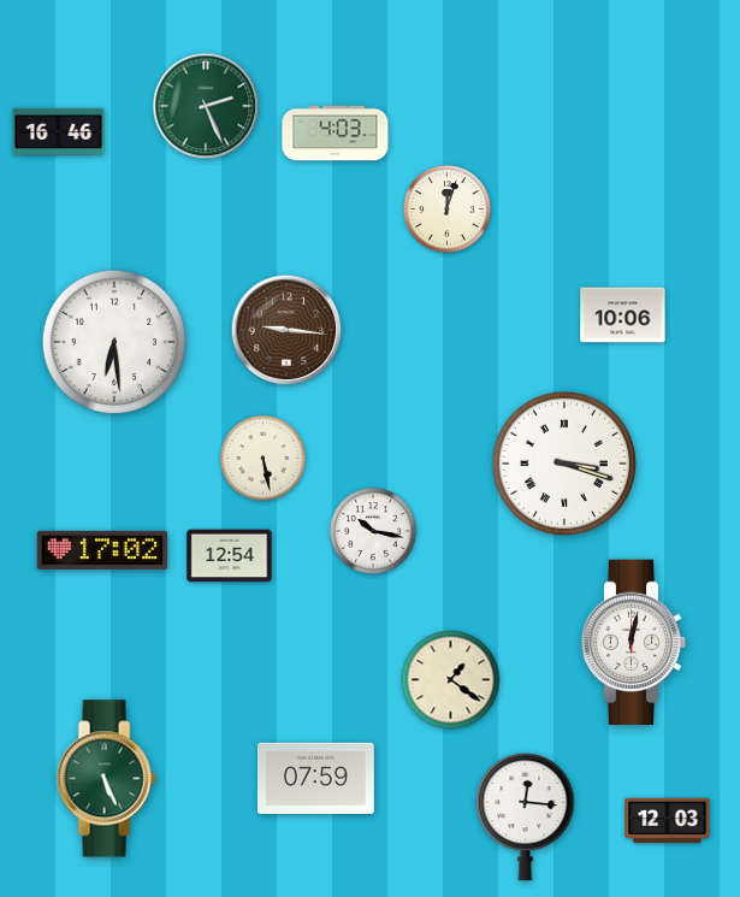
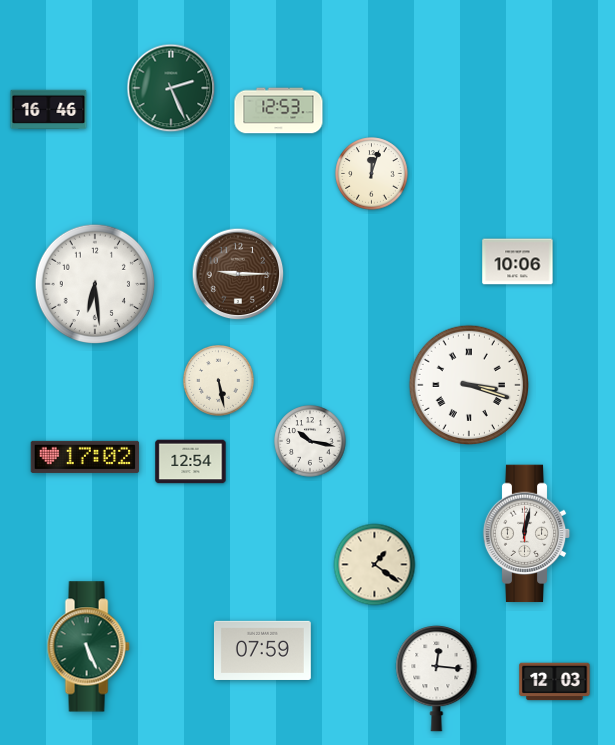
clock at (336, 134): 4:03 -> 12:53
clock at (286, 330): 9:16 -> 9:15
clock at (315, 778) position: (315, 778) -> (262, 650)
